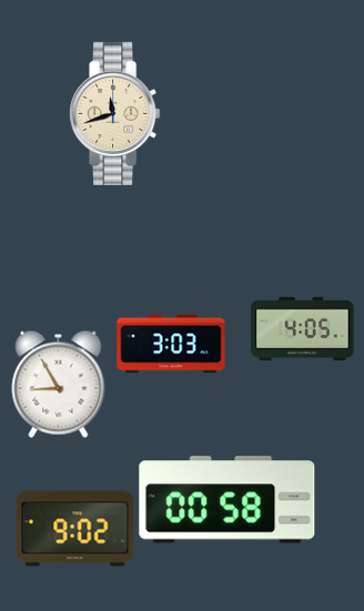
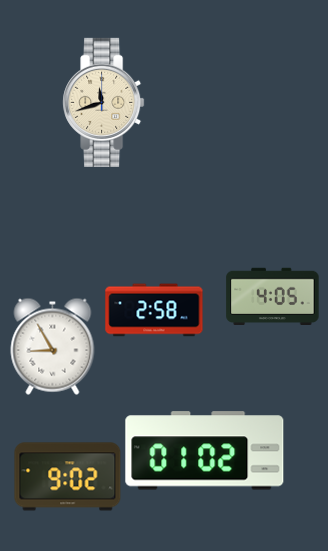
clock at (171, 344): 3:03 -> 2:58
clock at (228, 500): 00:58 -> 01:02
